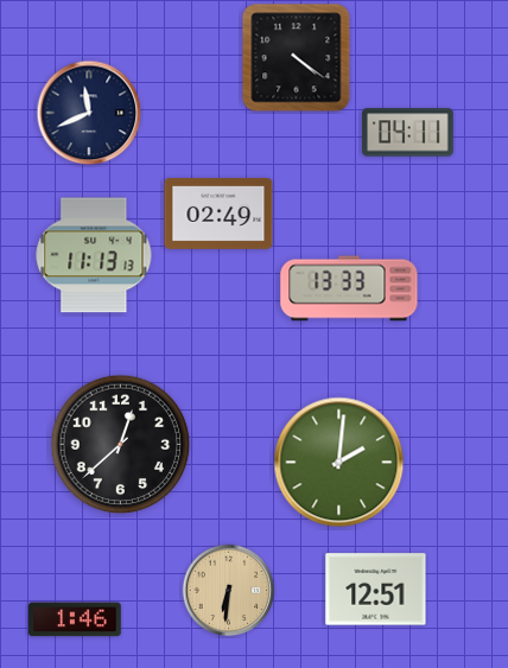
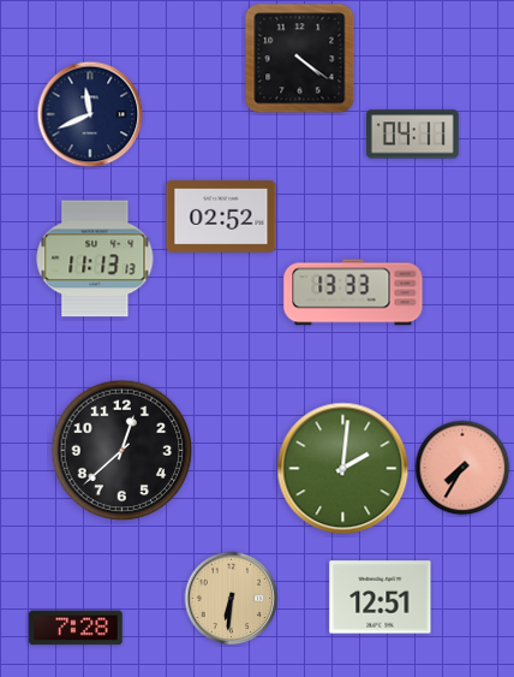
clock at (218, 214): 02:49 -> 02:52
clock at (462, 468): none -> 7:35
clock at (76, 619): 1:46 -> 7:28
